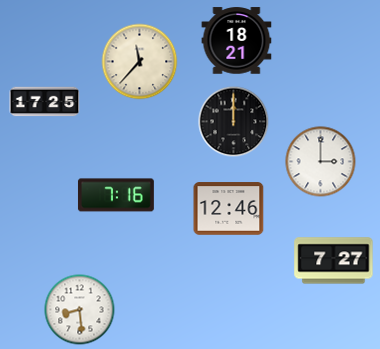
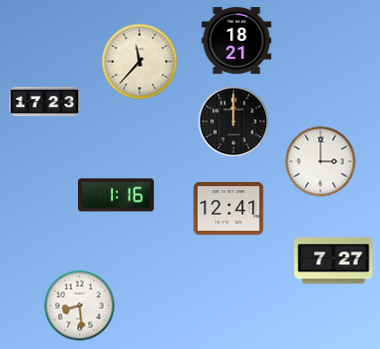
clock at (45, 102): 17:25 -> 17:23
clock at (116, 195): 7:16 -> 1:16
clock at (229, 209): 12:46 -> 12:41
clock at (80, 310) position: (80, 310) -> (80, 306)
